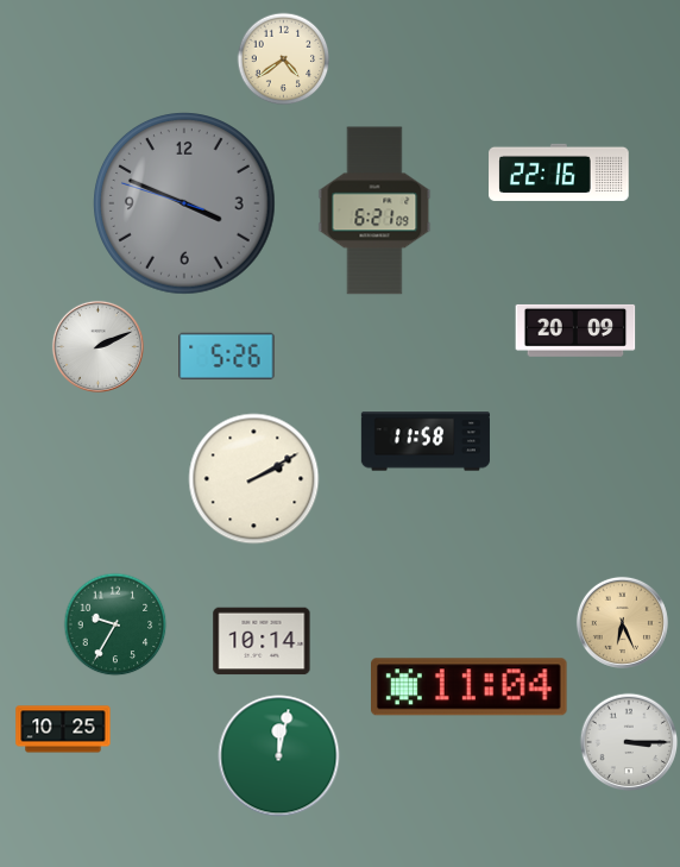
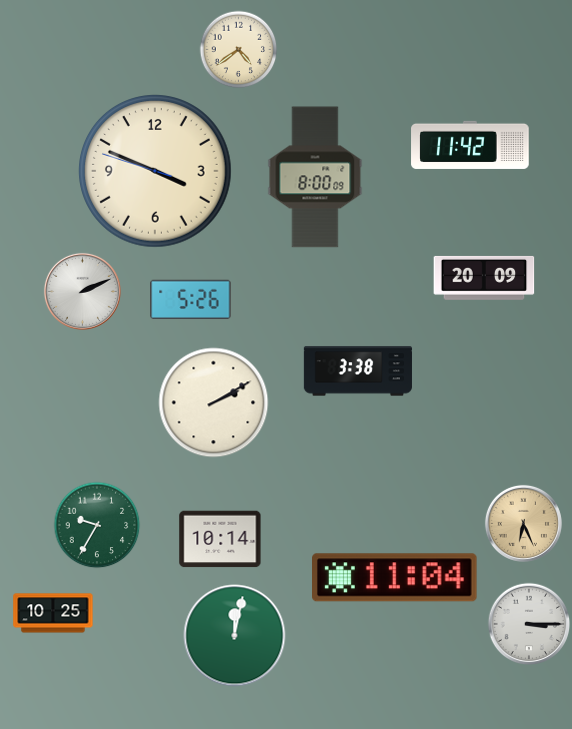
clock at (559, 172): 22:16 -> 11:42
clock at (185, 205) dial: grey -> cream
clock at (374, 211): 6:21 -> 8:00
clock at (426, 441): 11:58 -> 3:38
